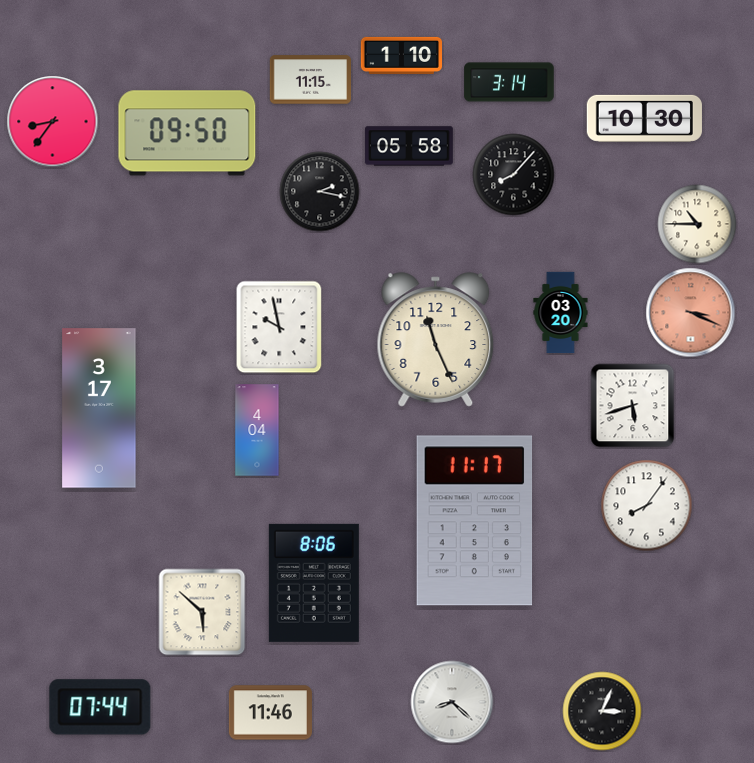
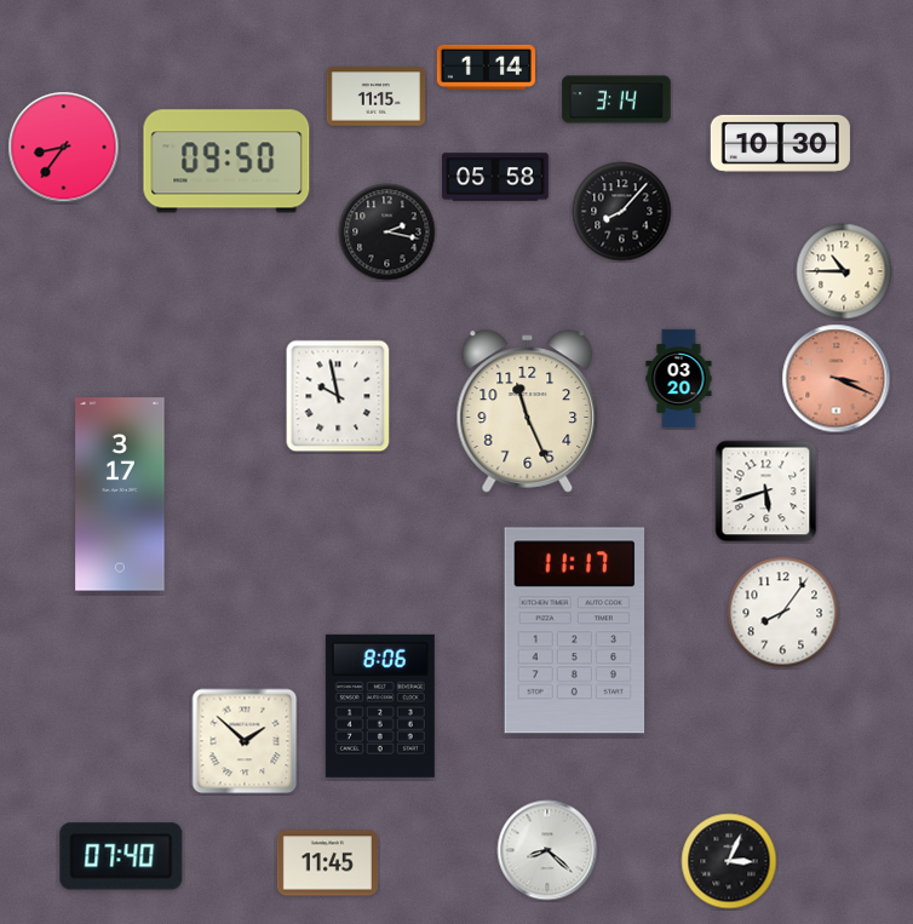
clock at (401, 55): 1:10 -> 1:14
clock at (257, 430): 4:04 -> none
clock at (202, 612): 5:52 -> 1:52
clock at (100, 707): 07:44 -> 07:40
clock at (270, 713): 11:46 -> 11:45
